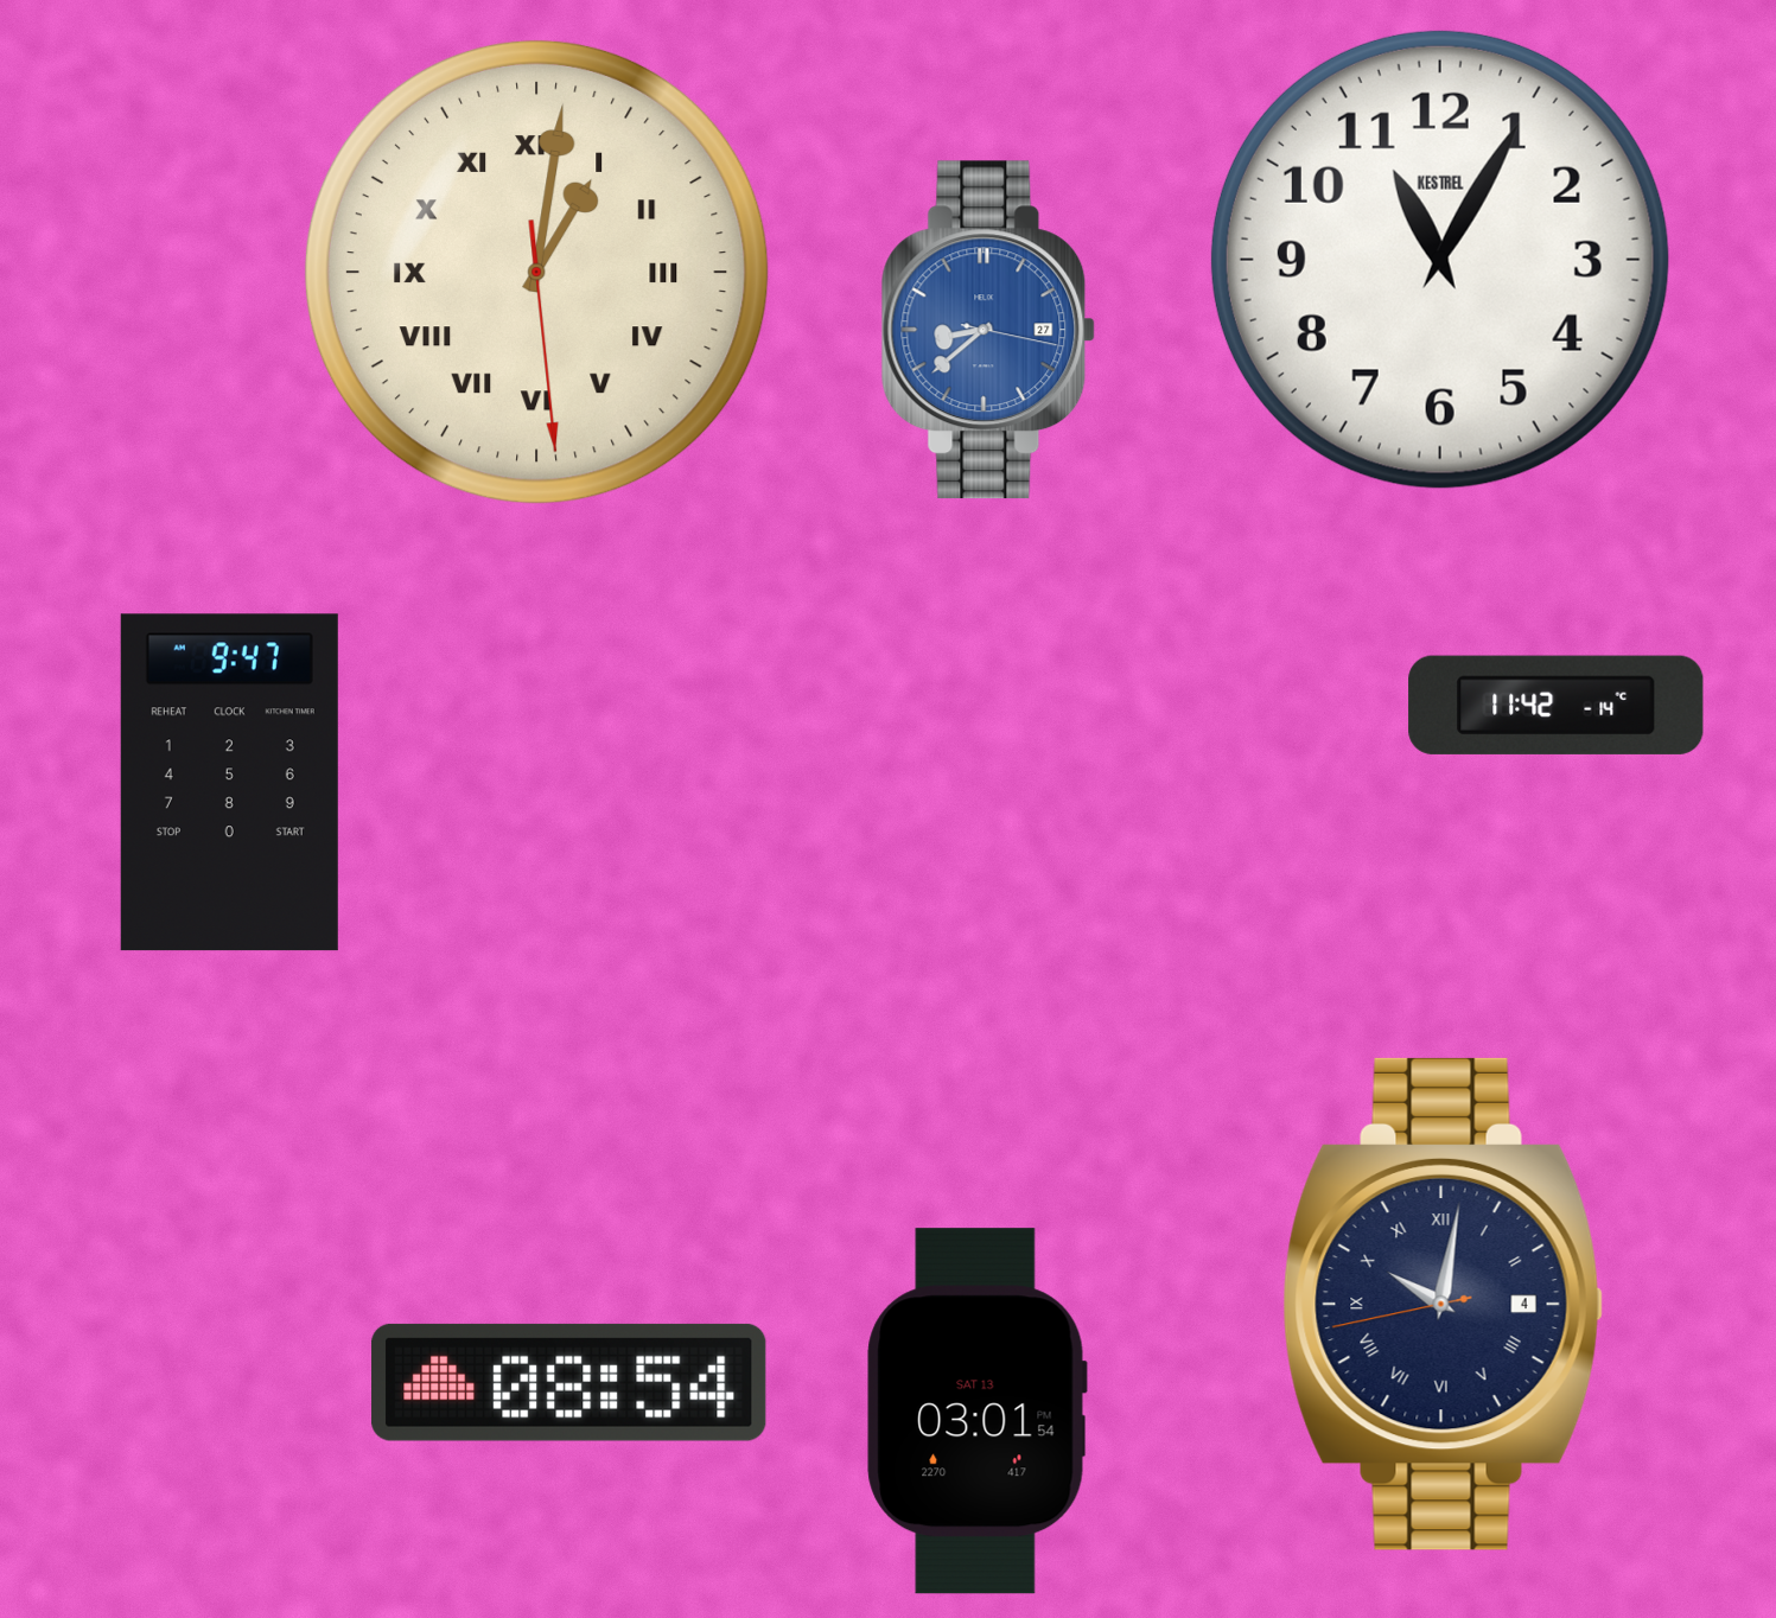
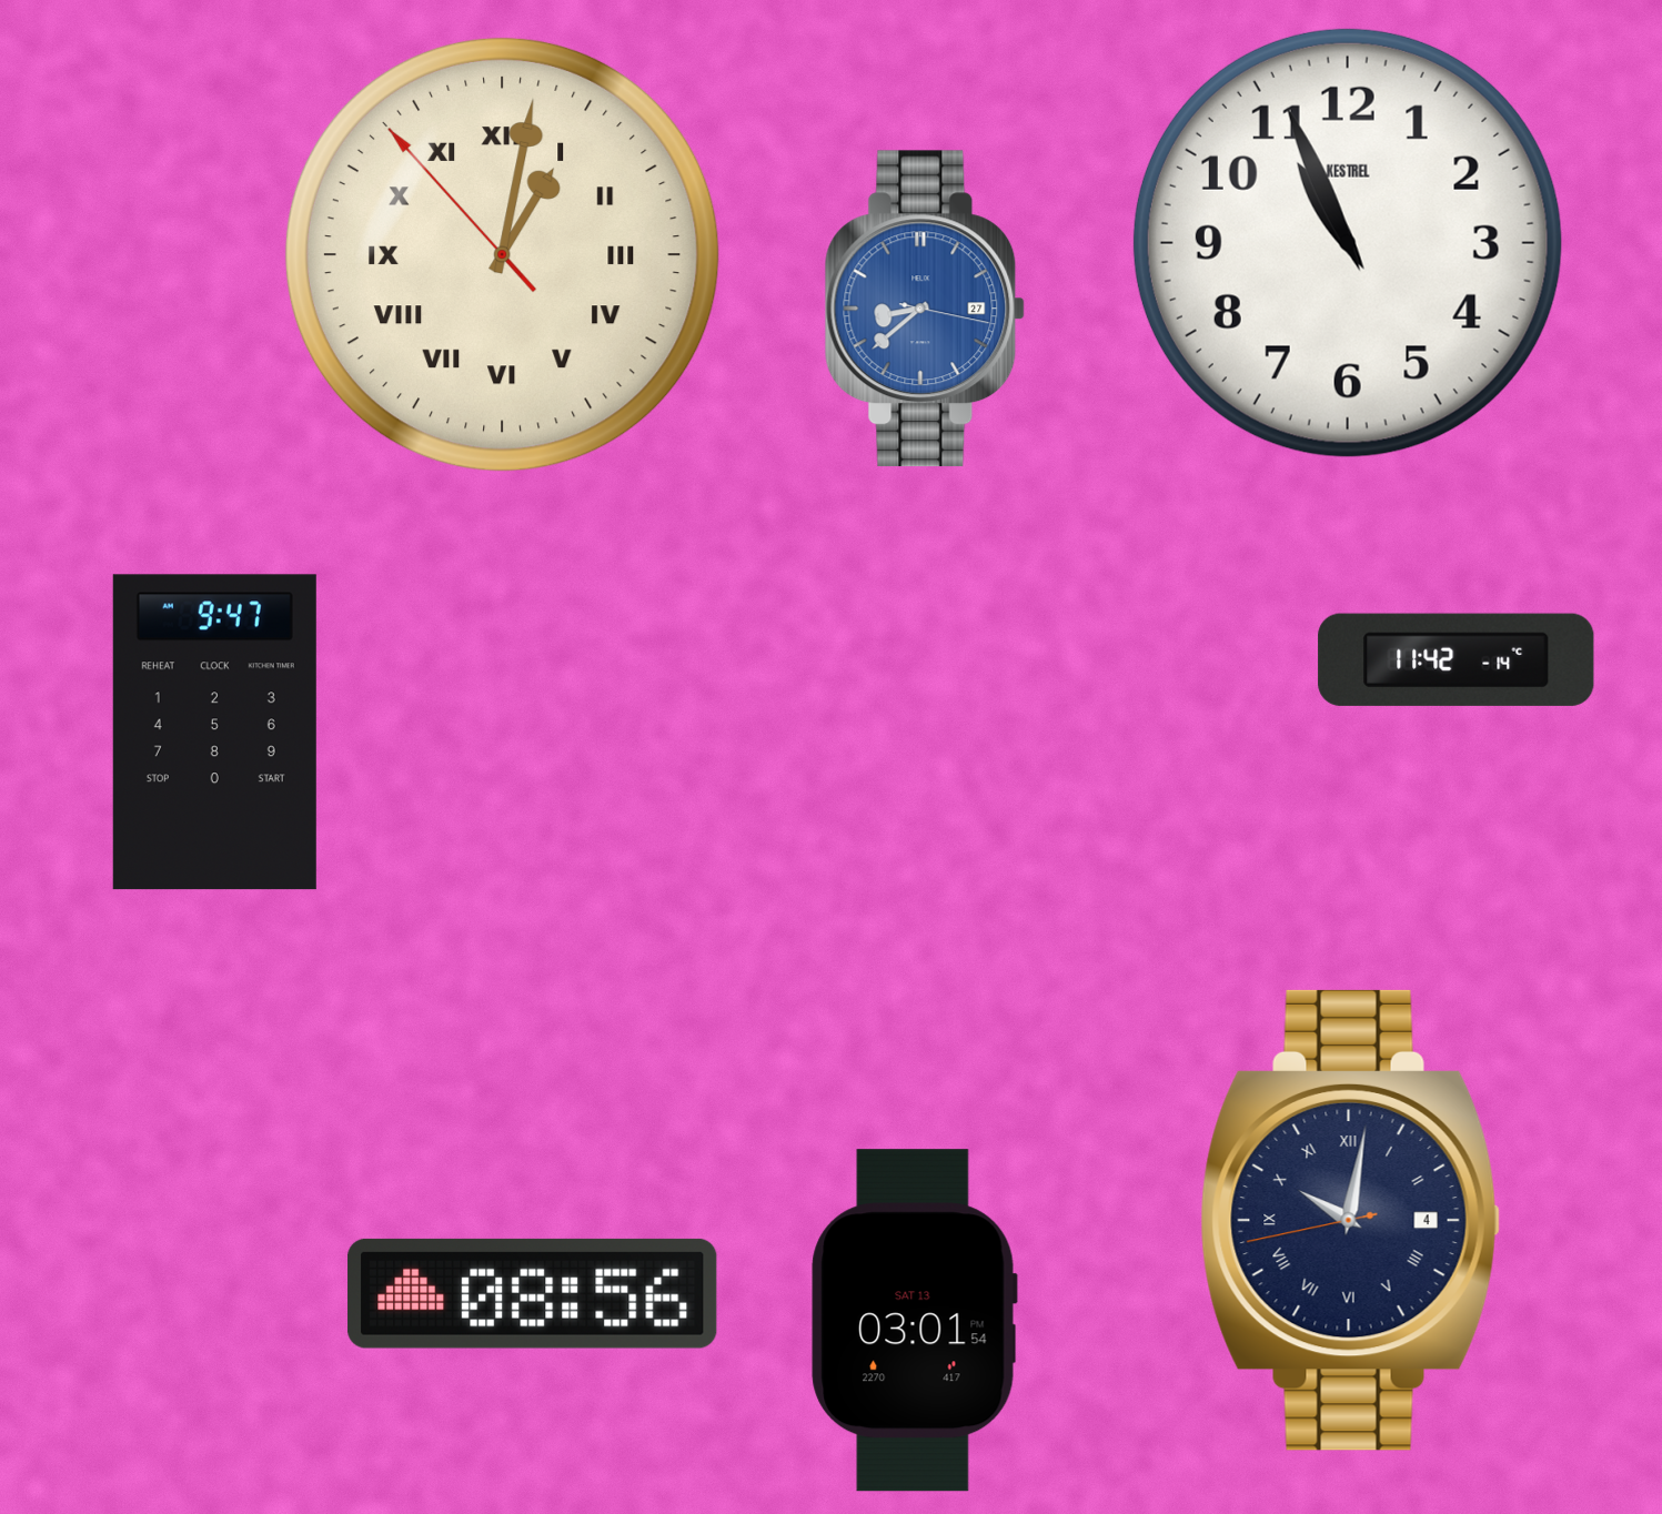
clock at (1440, 260): 11:05 -> 10:56
clock at (536, 272): 1:01:29 -> 1:01:53
clock at (569, 1382): 08:54 -> 08:56
